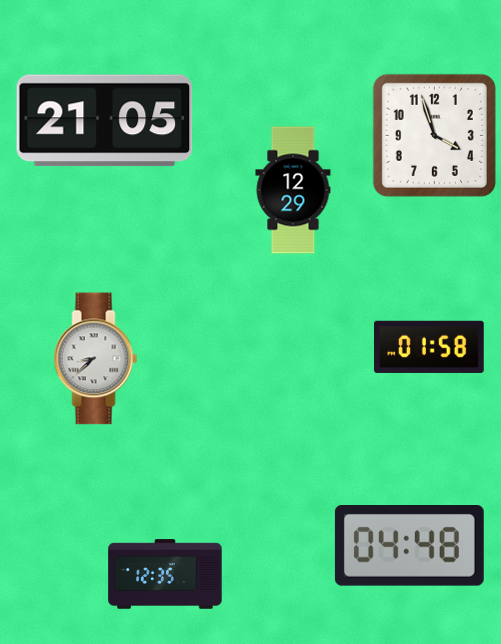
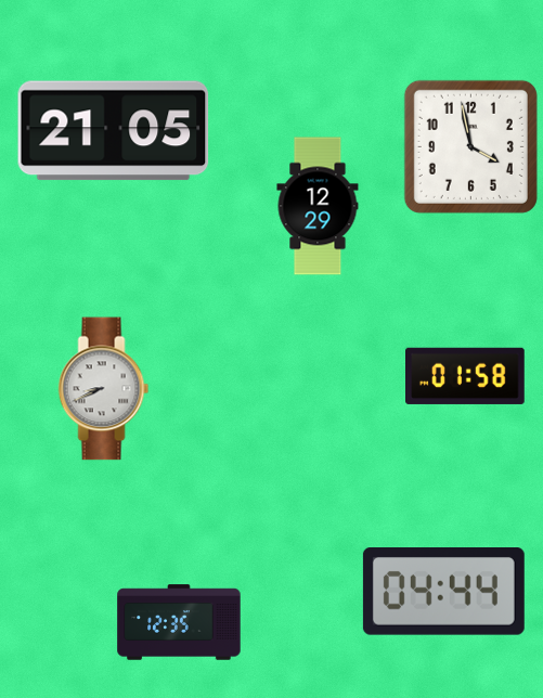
clock at (434, 135): 3:57 -> 3:58
clock at (96, 359): 8:38 -> 8:41
clock at (409, 546): 04:48 -> 04:44
